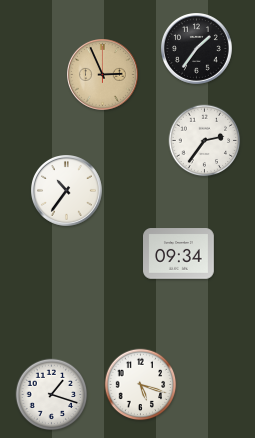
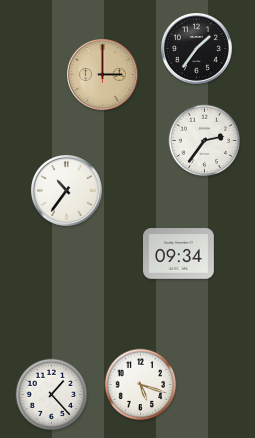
clock at (103, 75): 2:56 -> 3:00
clock at (52, 395): 1:18 -> 1:23
